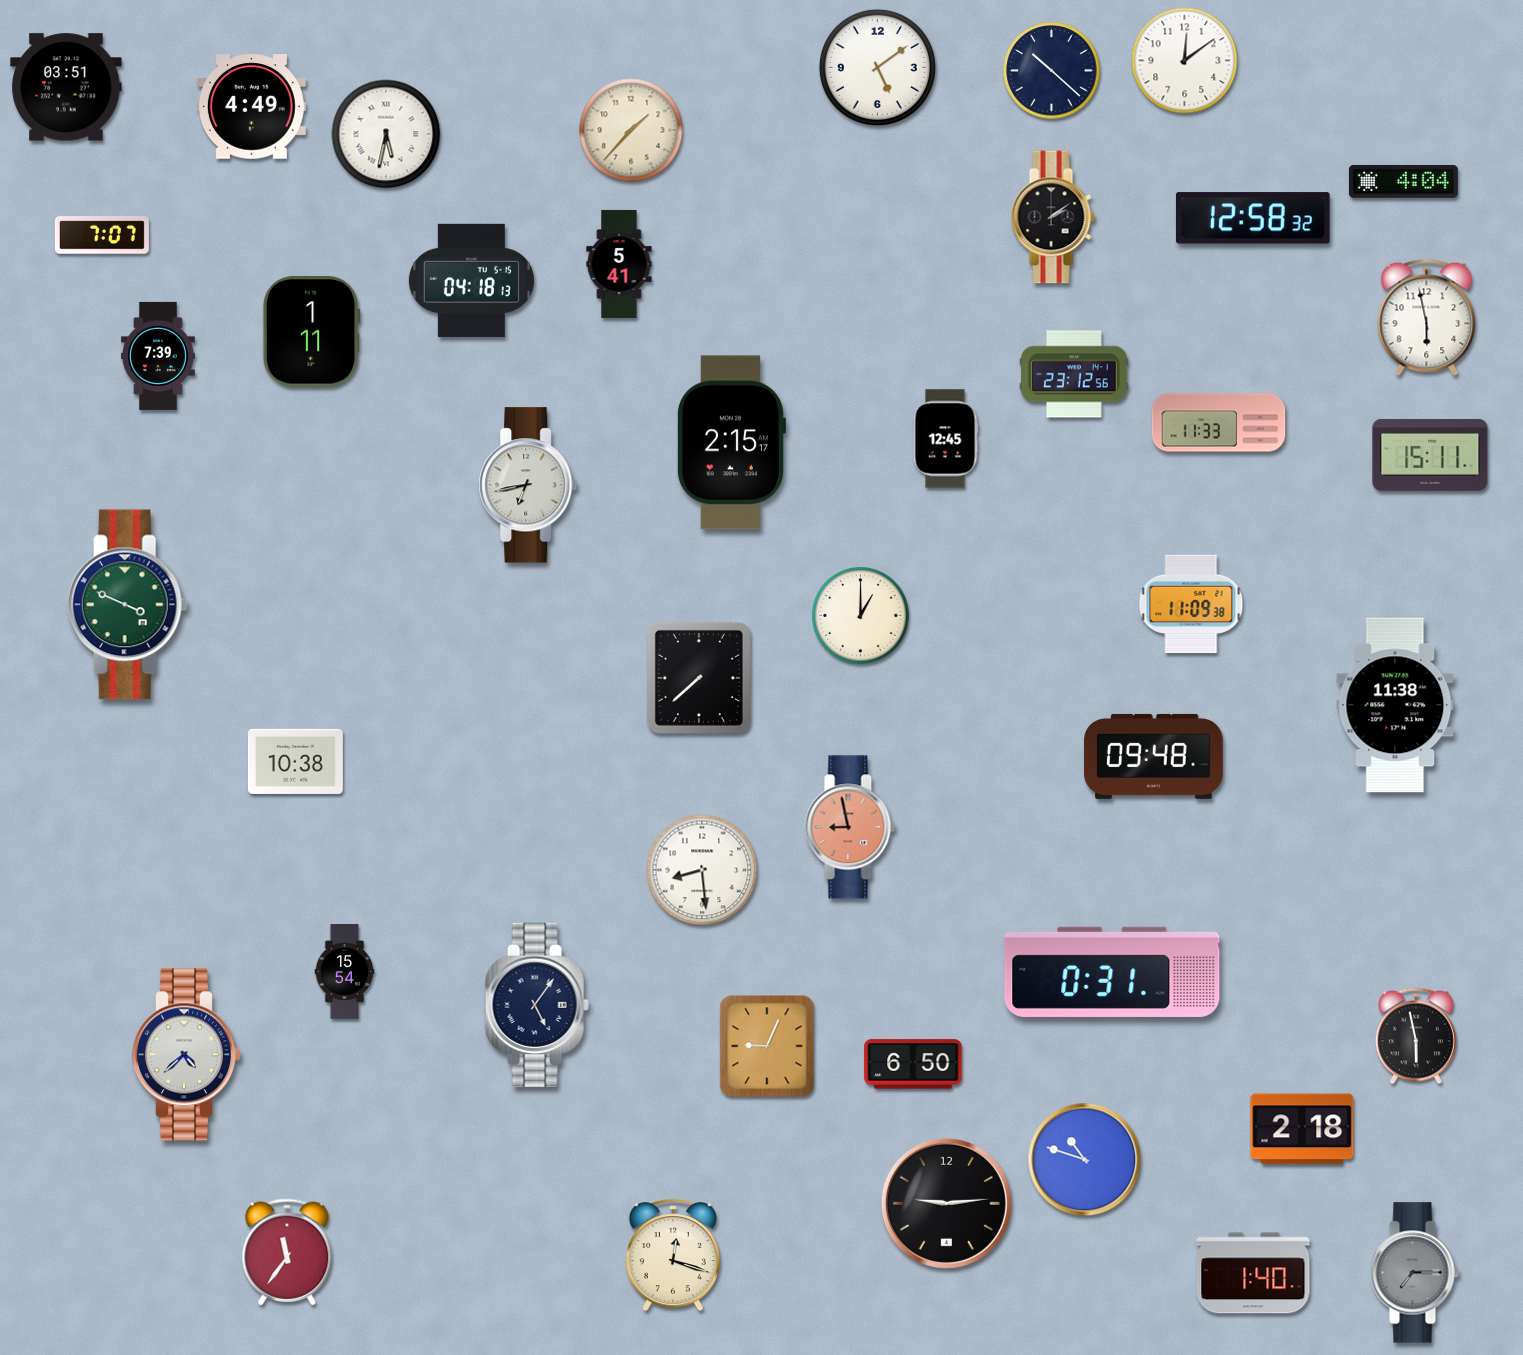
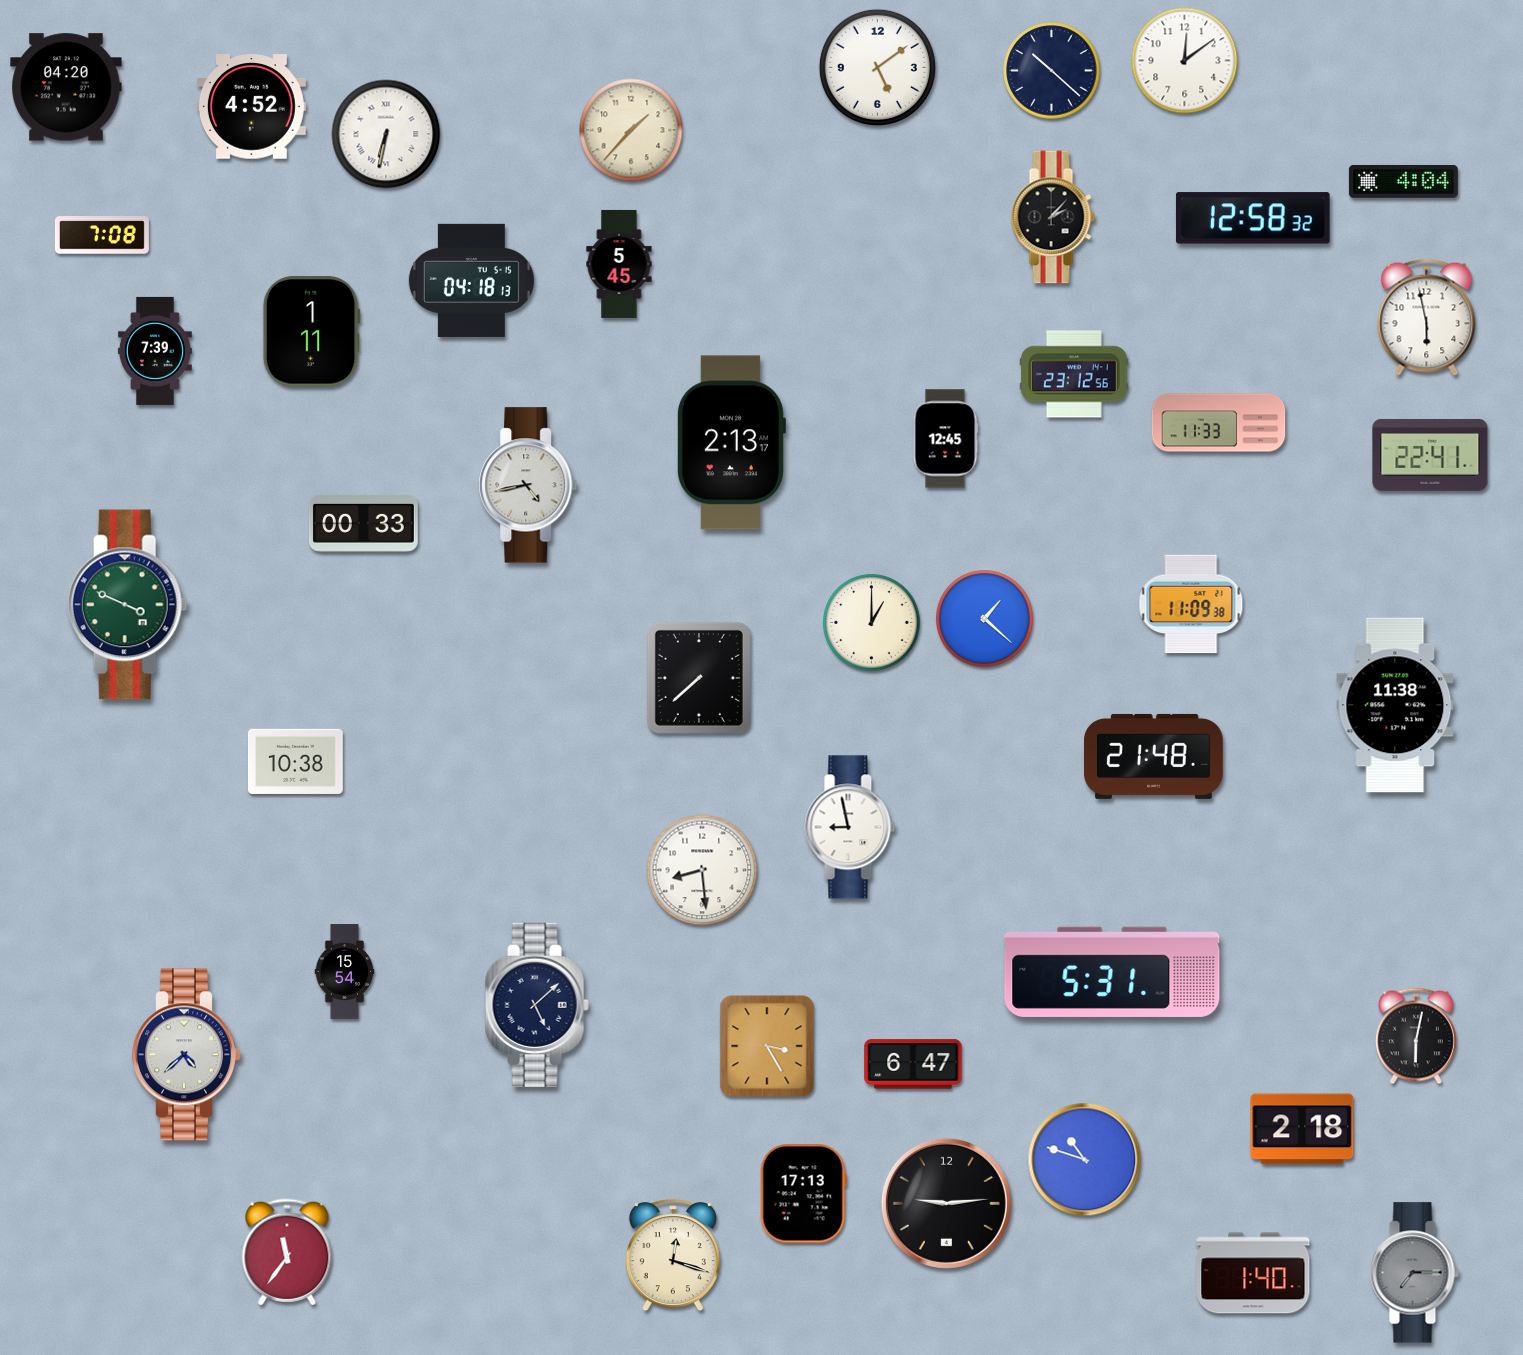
clock at (66, 87): 03:51 -> 04:20
clock at (251, 107): 4:49 -> 4:52
clock at (386, 134): 5:32 -> 6:32
clock at (1053, 217): 2:09 -> 2:07
clock at (102, 235): 7:07 -> 7:08
clock at (619, 264): 5:41 -> 5:45
clock at (158, 356) position: (158, 356) -> (155, 351)
clock at (731, 443): 2:15 -> 2:13
clock at (1430, 455): 15:11 -> 22:41
clock at (528, 485): 6:43 -> 4:43
clock at (363, 523): none -> 00:33
clock at (861, 616) position: (861, 616) -> (872, 623)
clock at (985, 619): none -> 1:22
clock at (1154, 756): 09:48 -> 21:48
clock at (850, 827) dial: salmon -> white
clock at (1112, 972): 0:31 -> 5:31
clock at (537, 1005): 5:06 -> 5:08
clock at (1416, 1036): 5:58 -> 6:02
clock at (767, 1046): 9:04 -> 3:25
clock at (913, 1064): 6:50 -> 6:47
clock at (803, 1194): none -> 17:13
